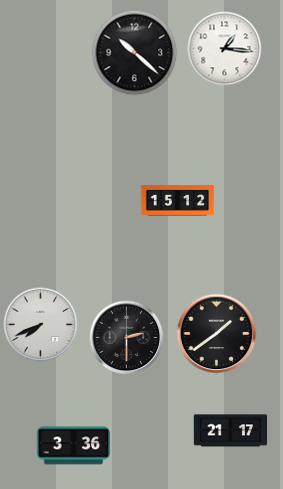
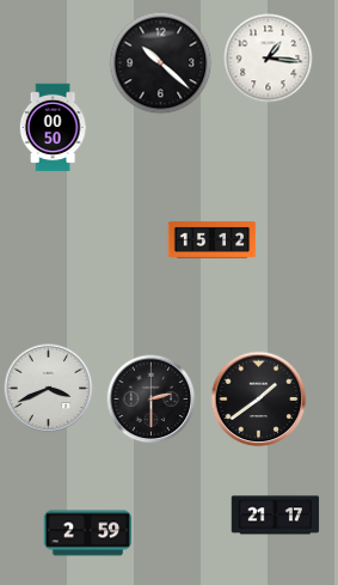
clock at (53, 128): none -> 00:50
clock at (41, 325): 7:41 -> 3:41
clock at (127, 338) position: (127, 338) -> (152, 400)
clock at (74, 446): 3:36 -> 2:59
